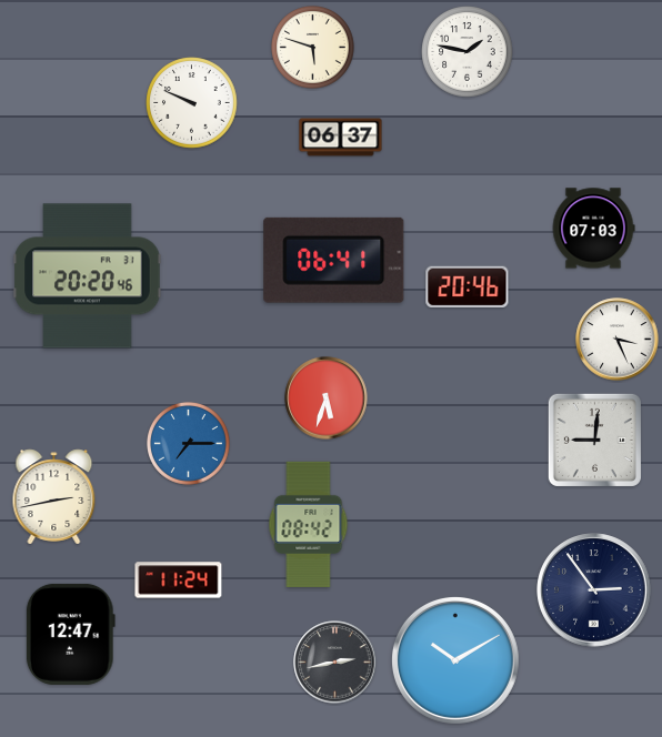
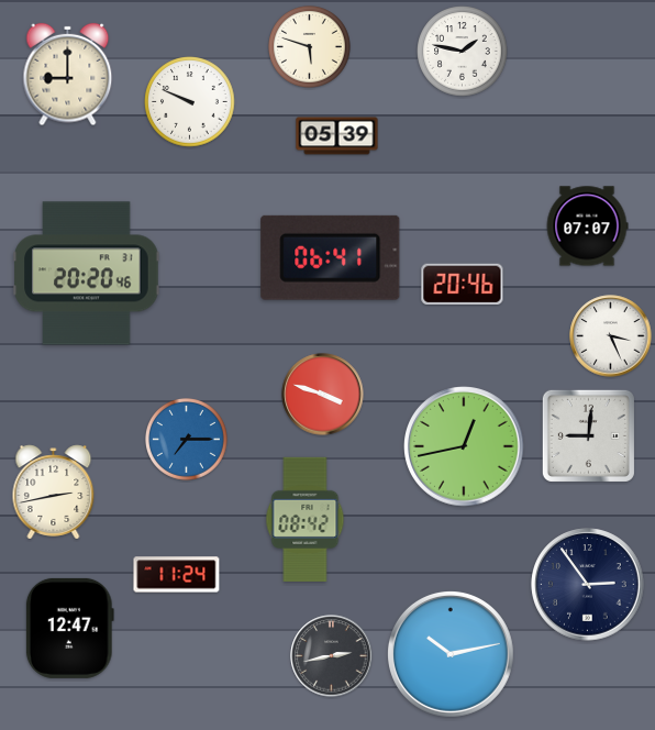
clock at (68, 75): none -> 9:00
clock at (341, 138): 06:37 -> 05:39
clock at (593, 229): 07:03 -> 07:07
clock at (327, 398): 5:33 -> 3:48
clock at (465, 447): none -> 12:43
clock at (455, 660): 10:10 -> 10:13
